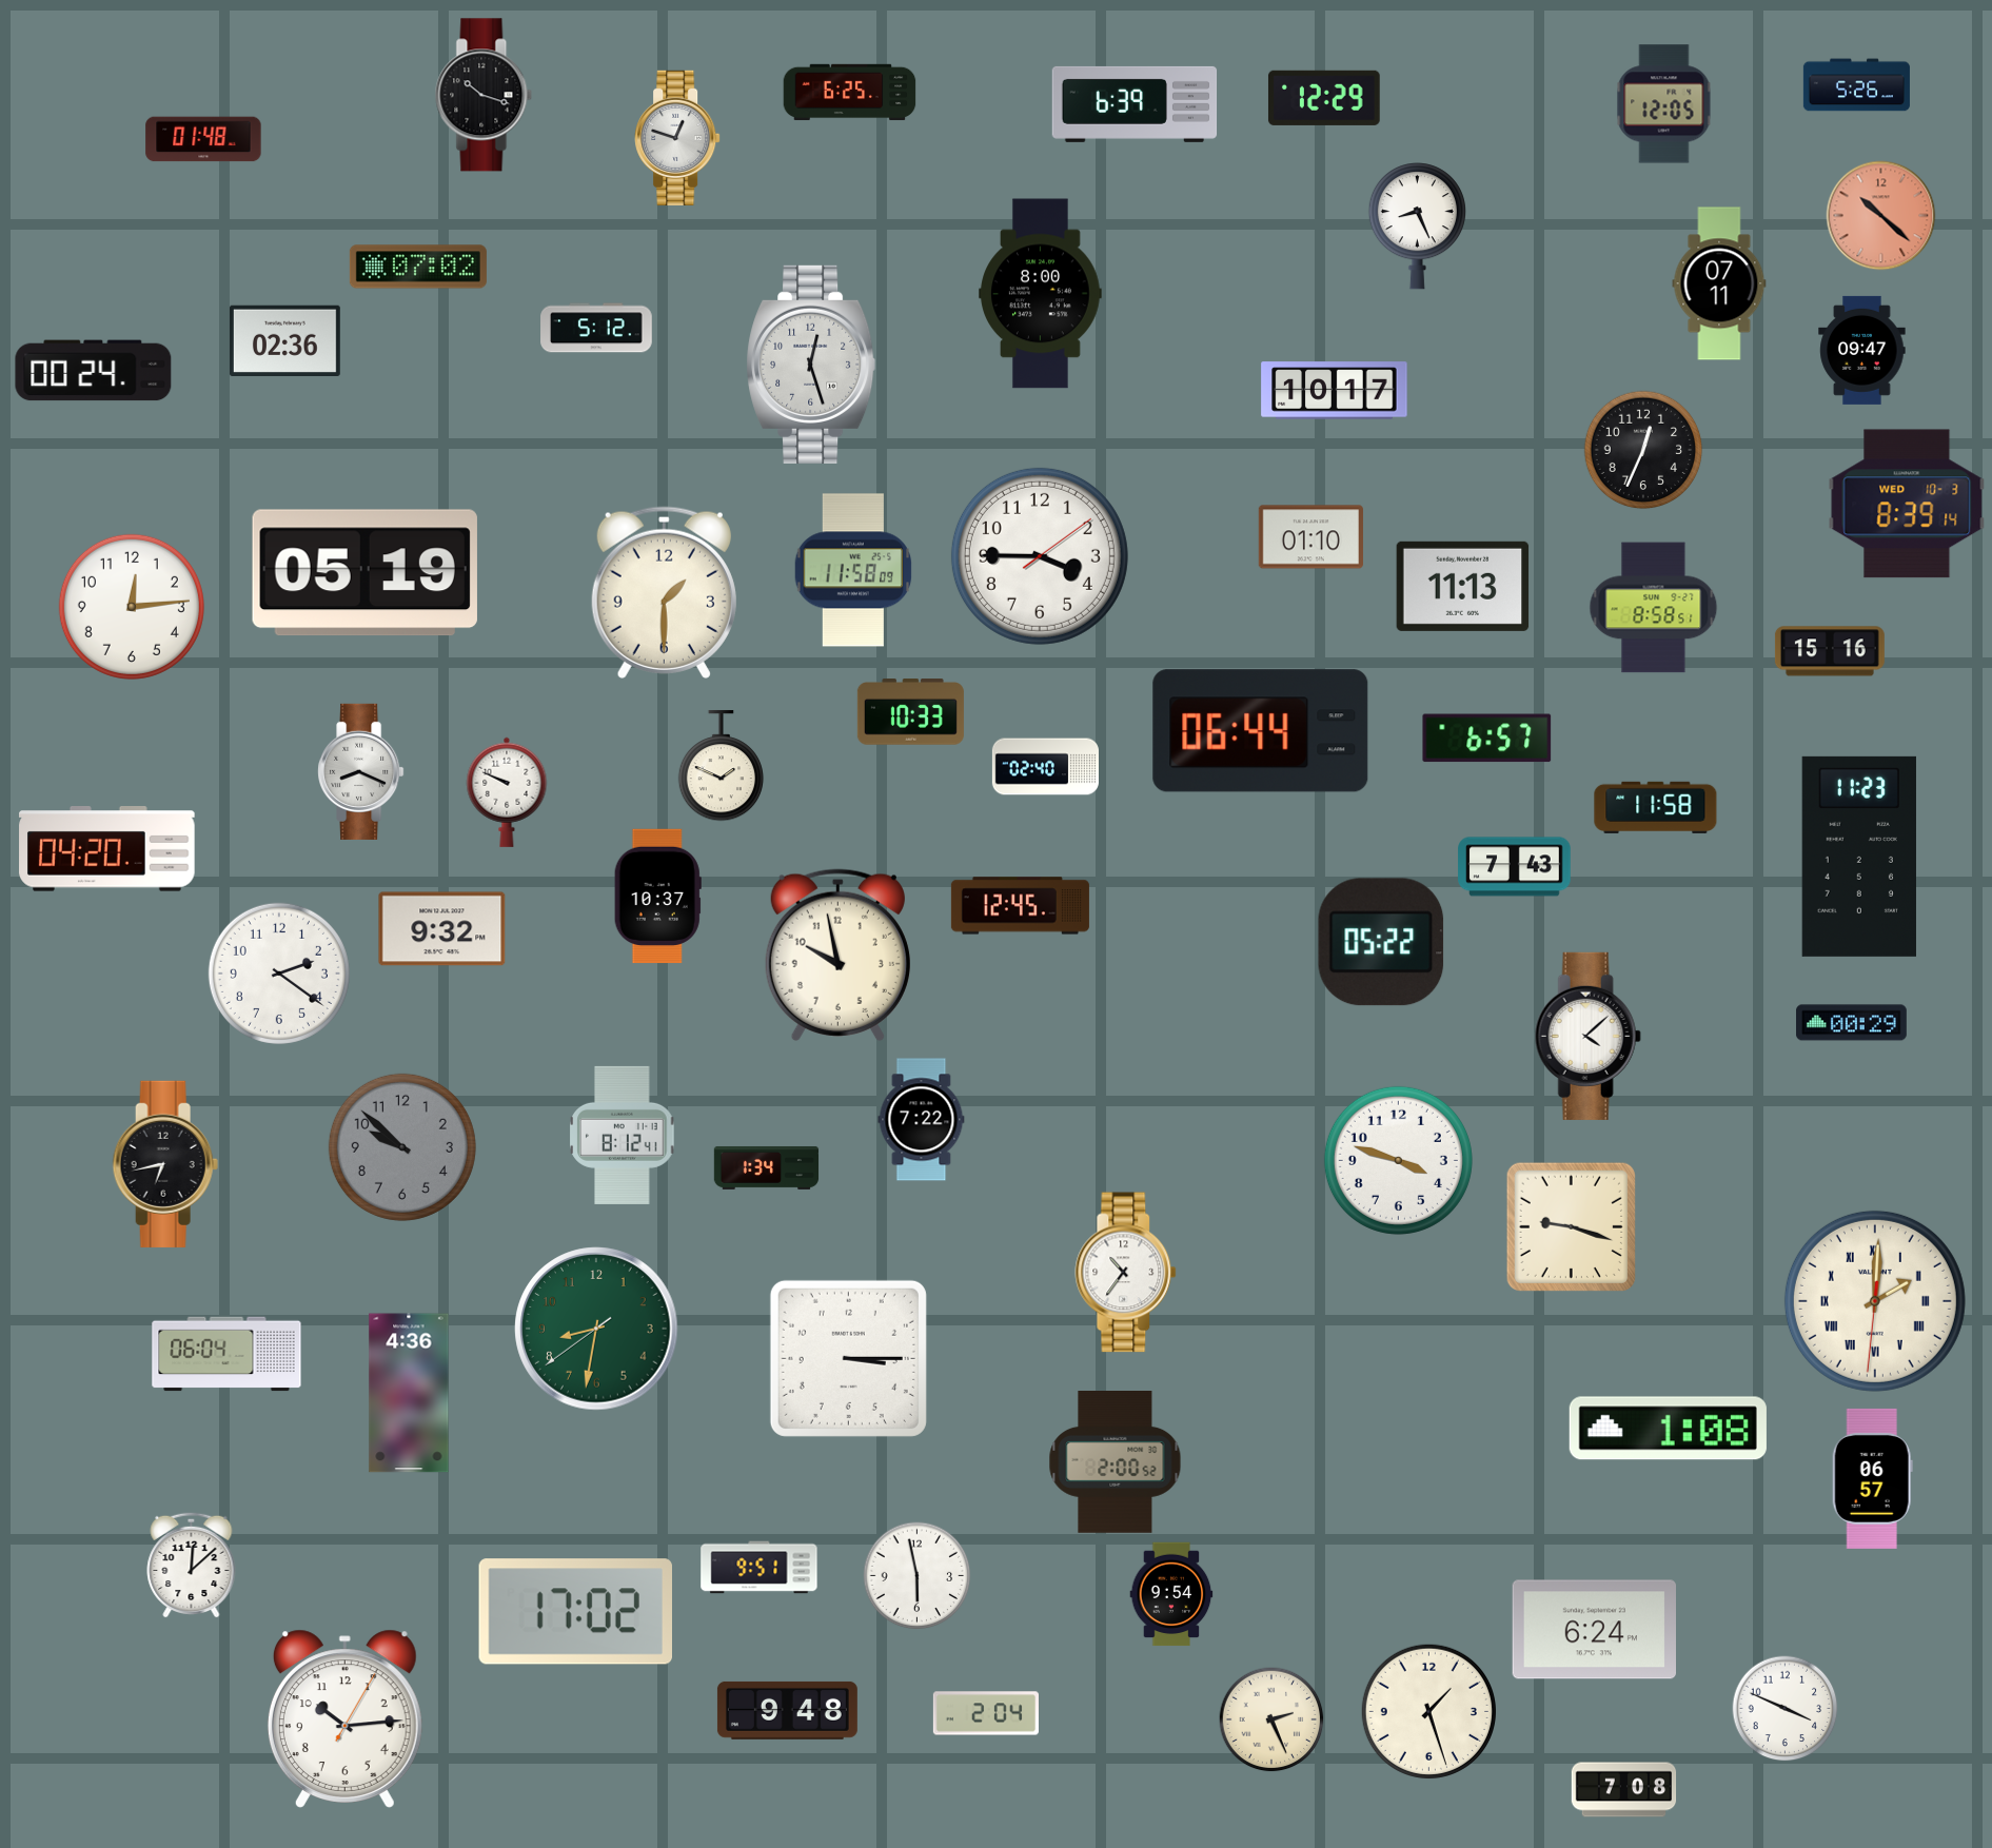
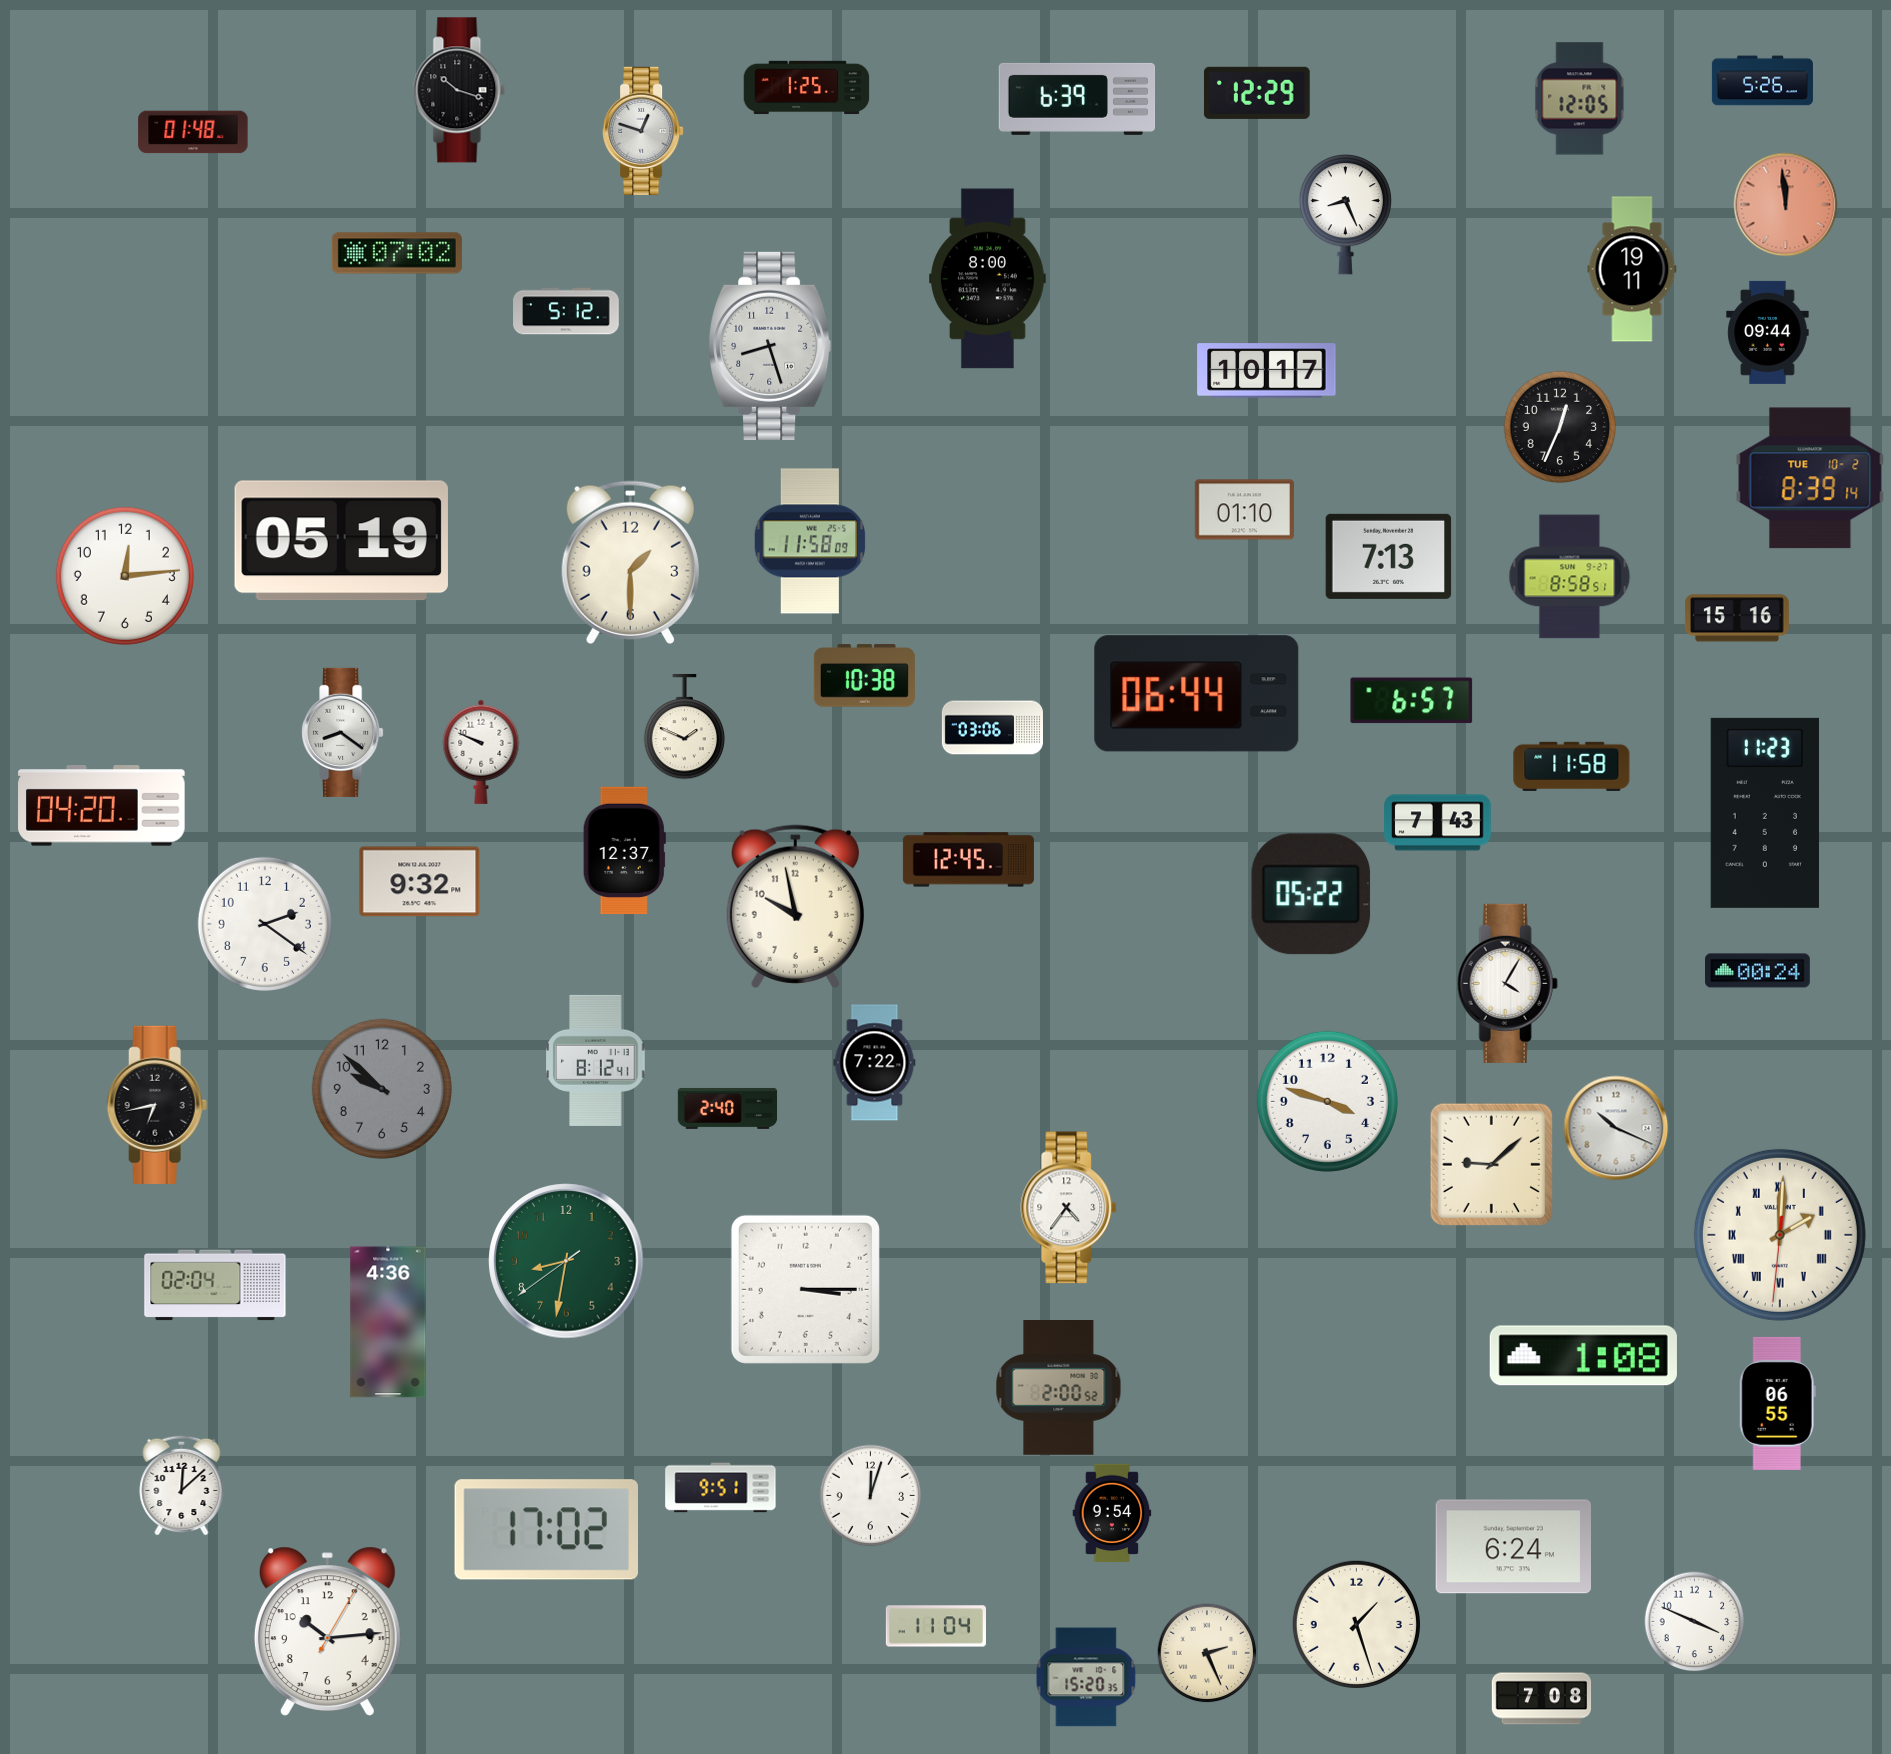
clock at (850, 93): 6:25 -> 1:25
clock at (1881, 216): 10:22 -> 11:59
clock at (1719, 283): 07:11 -> 19:11
clock at (284, 340): 02:36 -> none
clock at (1862, 350): 09:47 -> 09:44
clock at (811, 365): 12:27 -> 8:27
clock at (94, 371): 00:24 -> none
clock at (1907, 504) date: WED 10-3 -> TUE 10-2
clock at (1040, 556): 3:45 -> none
clock at (364, 573) position: (364, 573) -> (341, 541)
clock at (1463, 586): 11:13 -> 7:13
clock at (910, 712): 10:33 -> 10:38
clock at (1045, 767): 02:40 -> 03:06
clock at (361, 771): 8:19 -> 8:21
clock at (657, 897): 10:37 -> 12:37
clock at (1852, 1023): 00:29 -> 00:24
clock at (1587, 1036): 4:08 -> 4:05
clock at (623, 1135) position: (623, 1135) -> (596, 1060)
clock at (767, 1167): 1:34 -> 2:40
clock at (1616, 1128): none -> 10:19
clock at (1571, 1226): 9:18 -> 9:08
clock at (1126, 1273): 10:36 -> 4:36
clock at (226, 1354): 06:04 -> 02:04
clock at (1872, 1478): 06:57 -> 06:55
clock at (918, 1576): 5:58 -> 12:03
clock at (787, 1710): 9:48 -> none
clock at (986, 1713): 2:04 -> 11:04
clock at (1271, 1719) position: (1271, 1719) -> (1207, 1653)
clock at (1086, 1677): none -> 15:20
